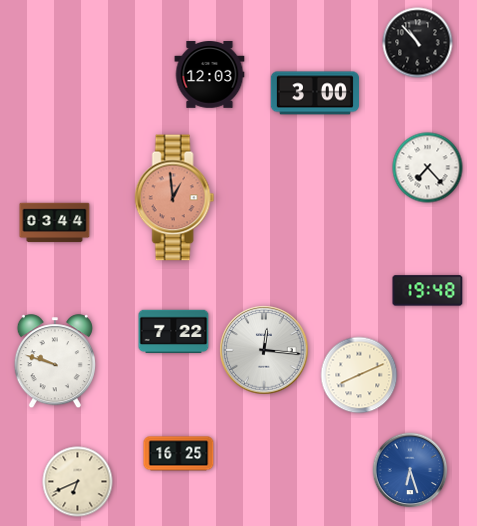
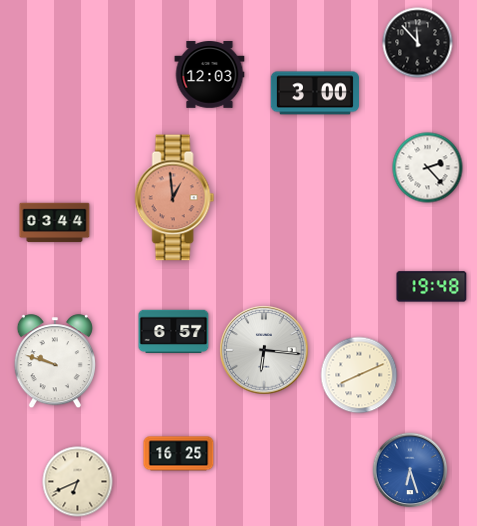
clock at (418, 43): 10:53 -> 11:53
clock at (428, 168): 7:23 -> 2:23
clock at (428, 291) position: (428, 291) -> (432, 287)
clock at (174, 331): 7:22 -> 6:57
clock at (264, 350): 12:16 -> 6:16
